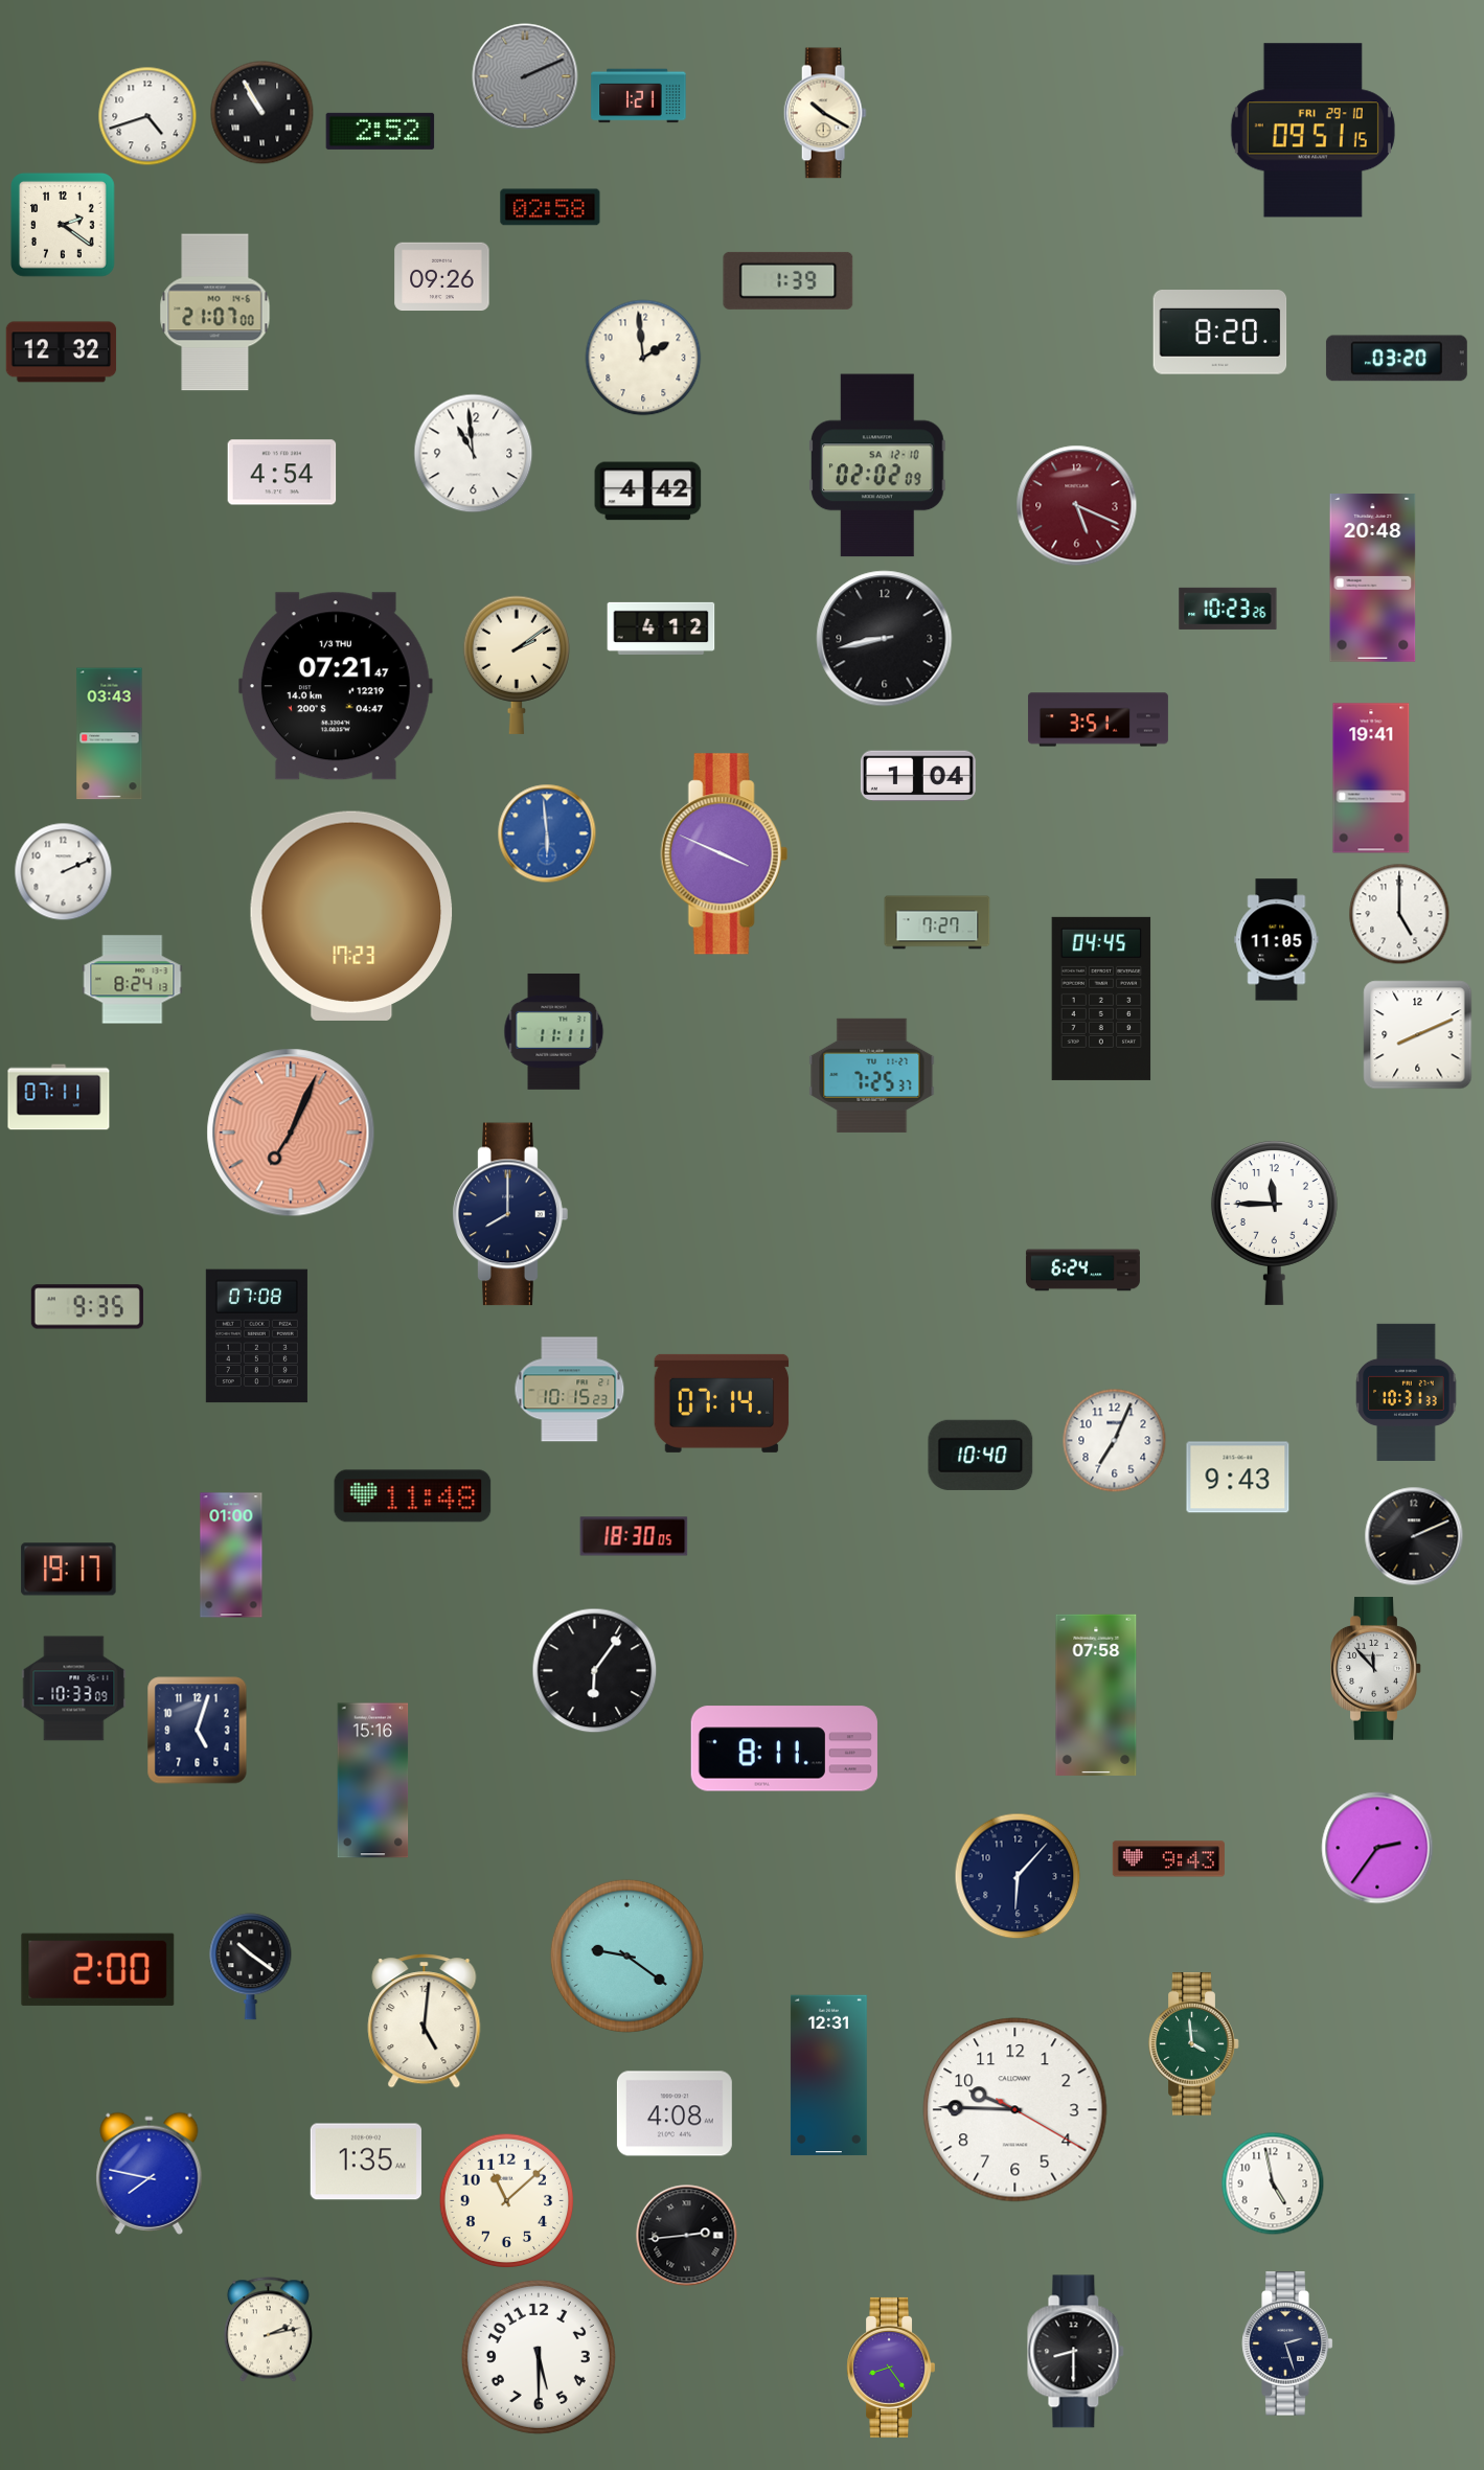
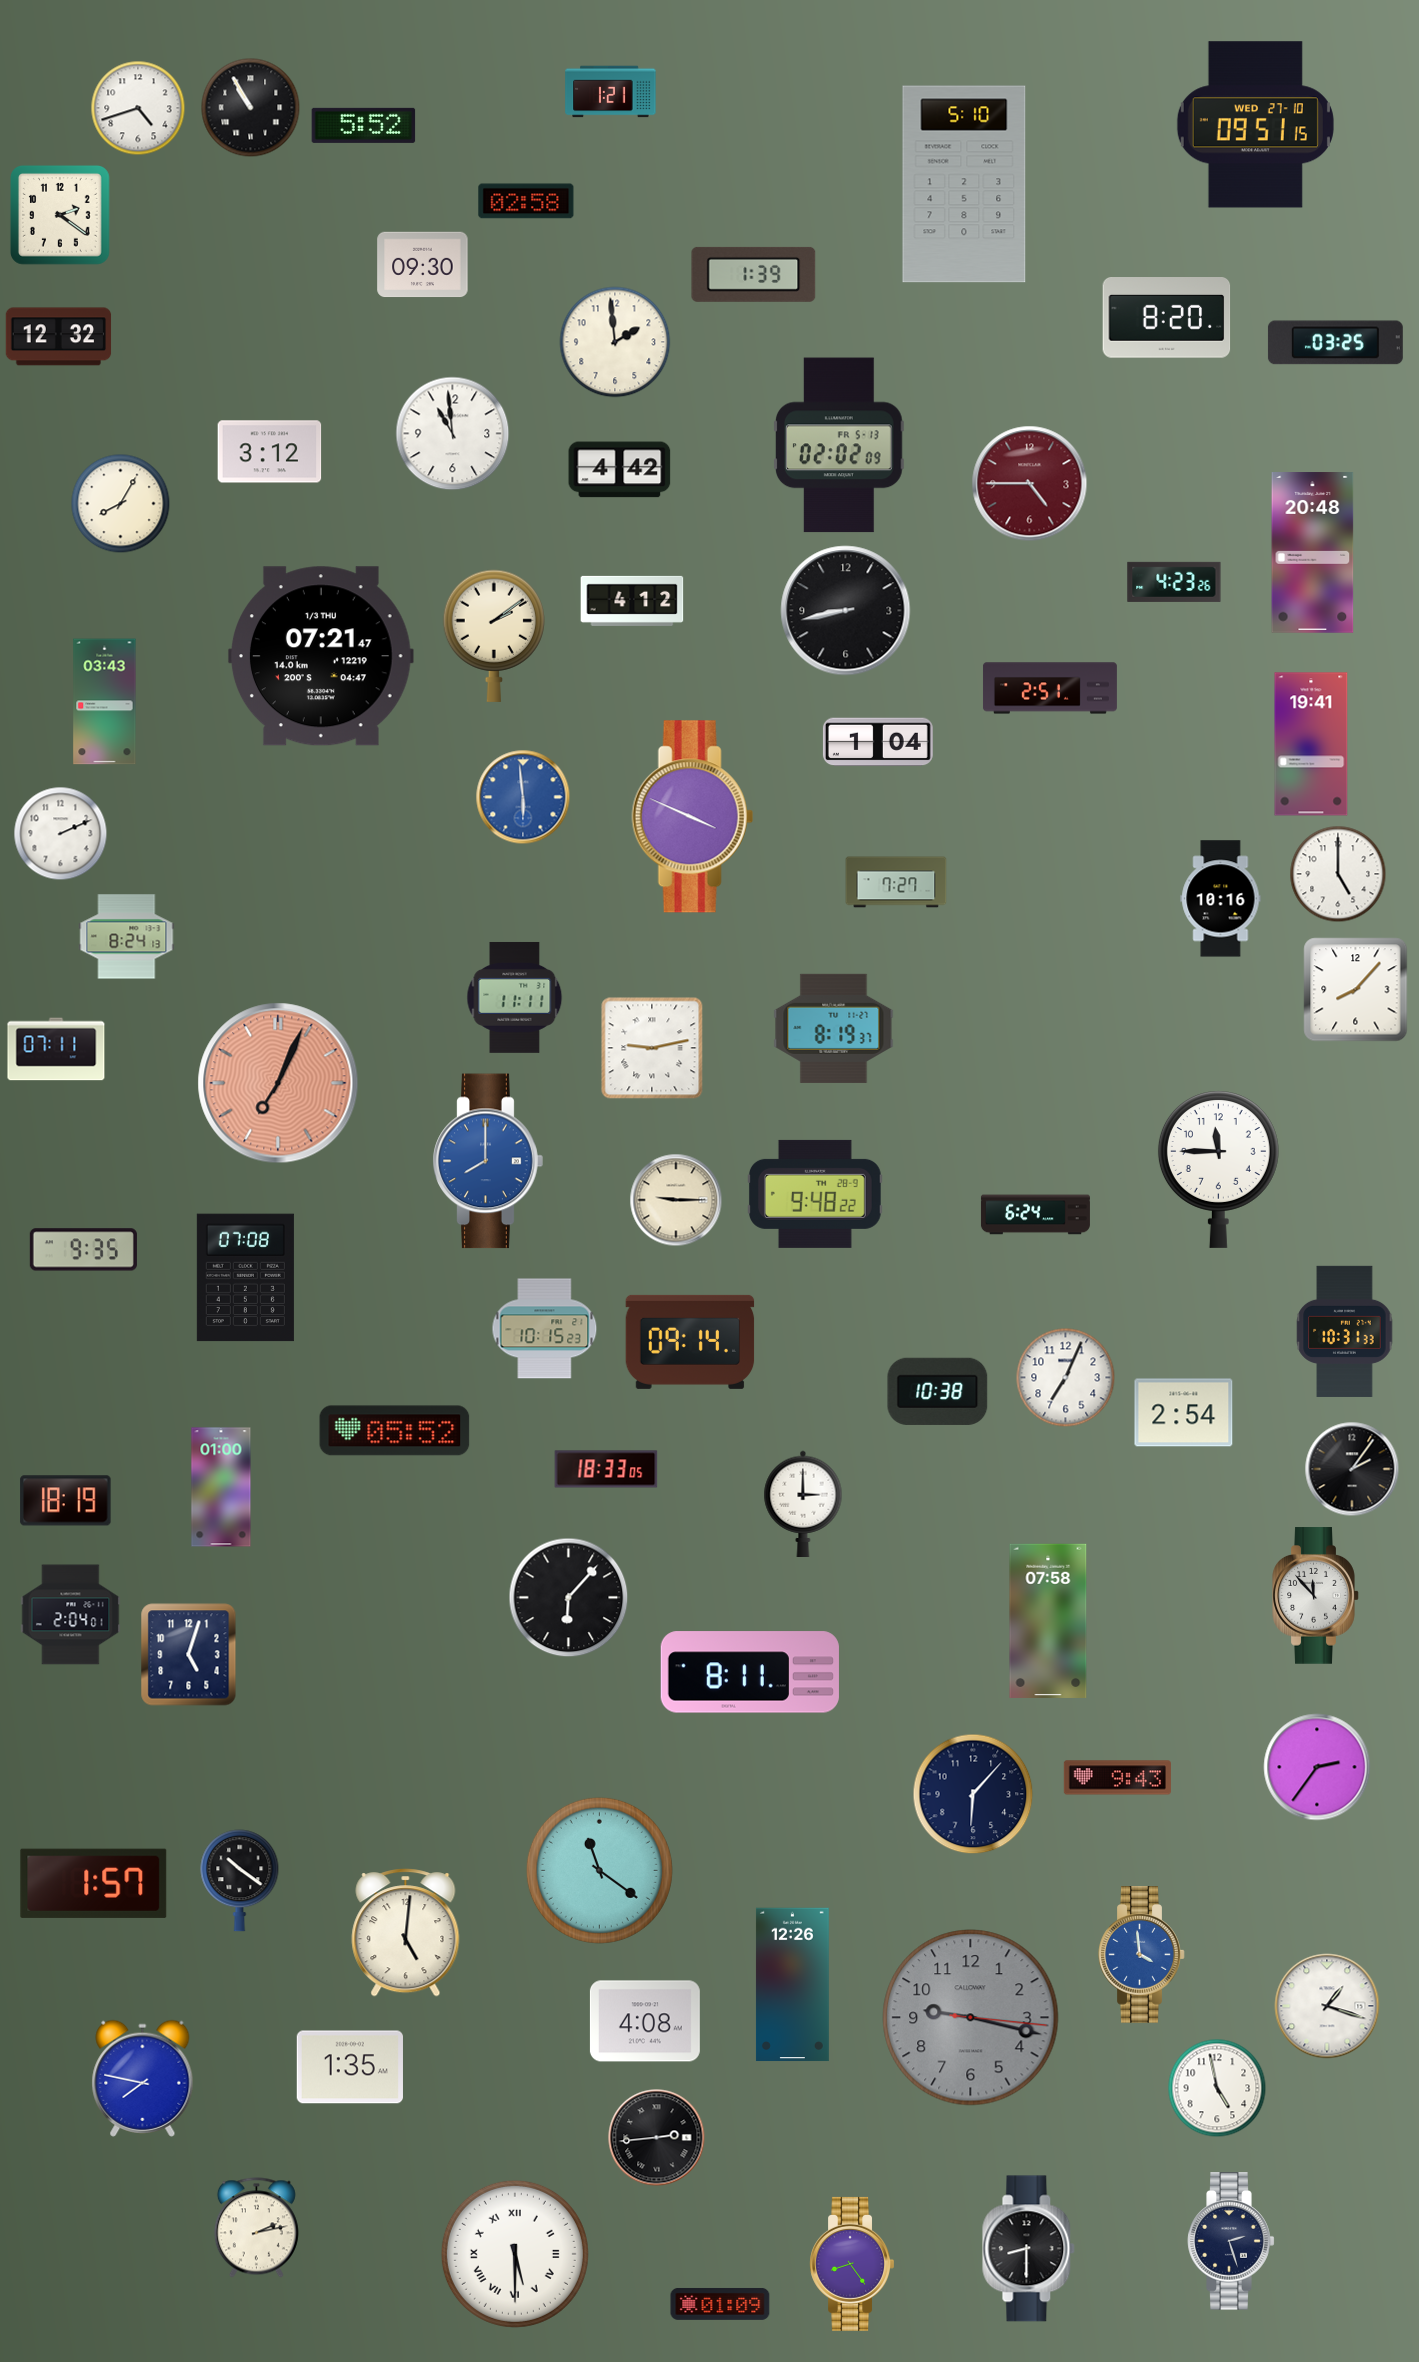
clock at (525, 76): 2:11 -> none
clock at (825, 113): 10:20 -> none
clock at (147, 116) position: (147, 116) -> (138, 108)
clock at (381, 131): 2:52 -> 5:52
clock at (1312, 131) date: FRI 29-10 -> WED 27-10
clock at (964, 184): none -> 5:10
clock at (550, 207) position: (550, 207) -> (526, 201)
clock at (442, 277): 09:26 -> 09:30
clock at (789, 280) position: (789, 280) -> (754, 274)
clock at (215, 313): 21:07 -> none
clock at (1396, 359): 03:20 -> 03:25
clock at (877, 465) date: SA 12-10 -> FR 5-13
clock at (282, 473): 4:54 -> 3:12
clock at (1077, 506): 5:19 -> 4:45
clock at (121, 504): none -> 8:05
clock at (1228, 609): 10:23 -> 4:23
clock at (1098, 719): 3:51 -> 2:51
clock at (351, 916): 17:23 -> none
clock at (1277, 940): 11:05 -> 10:16
clock at (1101, 999): 04:45 -> none
clock at (554, 1031) position: (554, 1031) -> (515, 997)
clock at (1418, 1035): 8:11 -> 8:07
clock at (872, 1075): 7:25 -> 8:19
clock at (652, 1048): none -> 9:13
clock at (510, 1214) dial: navy -> blue
clock at (816, 1194): none -> 9:48
clock at (676, 1200): none -> 9:15
clock at (722, 1403): 07:14 -> 09:14
clock at (981, 1455): 10:40 -> 10:38
clock at (1238, 1478): 9:43 -> 2:54
clock at (413, 1496): 11:48 -> 05:52
clock at (634, 1536): 18:30 -> 18:33
clock at (1414, 1536): 2:11 -> 2:06
clock at (69, 1570): 19:17 -> 18:19
clock at (803, 1503): none -> 3:00
clock at (595, 1671): 6:06 -> 6:07
clock at (74, 1689): 10:33 -> 2:04
clock at (373, 1781): 15:16 -> none
clock at (626, 1956): 9:21 -> 11:21
clock at (98, 1969): 2:00 -> 1:57
clock at (1194, 2044) dial: green -> blue
clock at (828, 2076): 12:31 -> 12:26
clock at (1327, 2006): none -> 1:18
clock at (1015, 2110): 9:45 -> 9:17
clock at (1015, 2110) dial: white -> grey
clock at (507, 2201): 11:08 -> none
clock at (539, 2357) numerals: Arabic -> Roman
clock at (720, 2304): none -> 01:09
